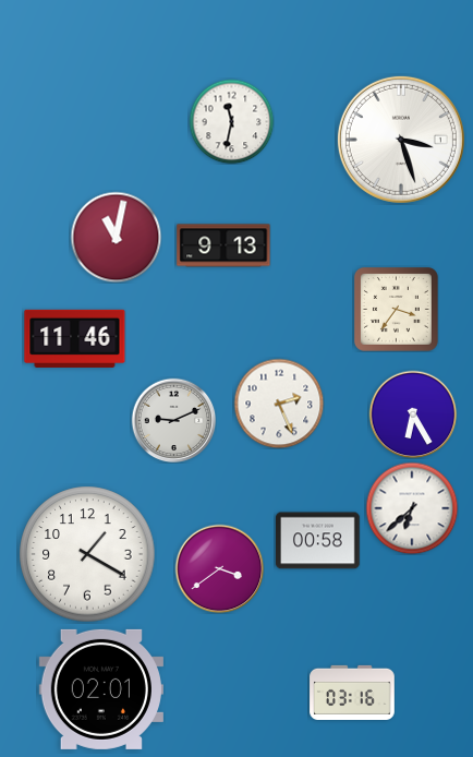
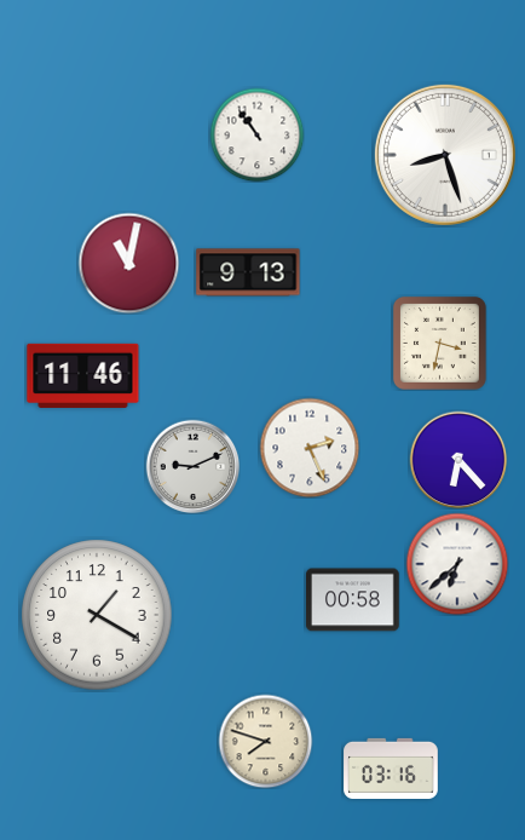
clock at (231, 121): 11:32 -> 10:54
clock at (401, 140): 3:27 -> 8:27
clock at (396, 309): 3:36 -> 3:32
clock at (413, 414): 6:25 -> 6:23
clock at (219, 568): 3:39 -> none
clock at (265, 741): none -> 7:48
clock at (101, 689): 02:01 -> none
